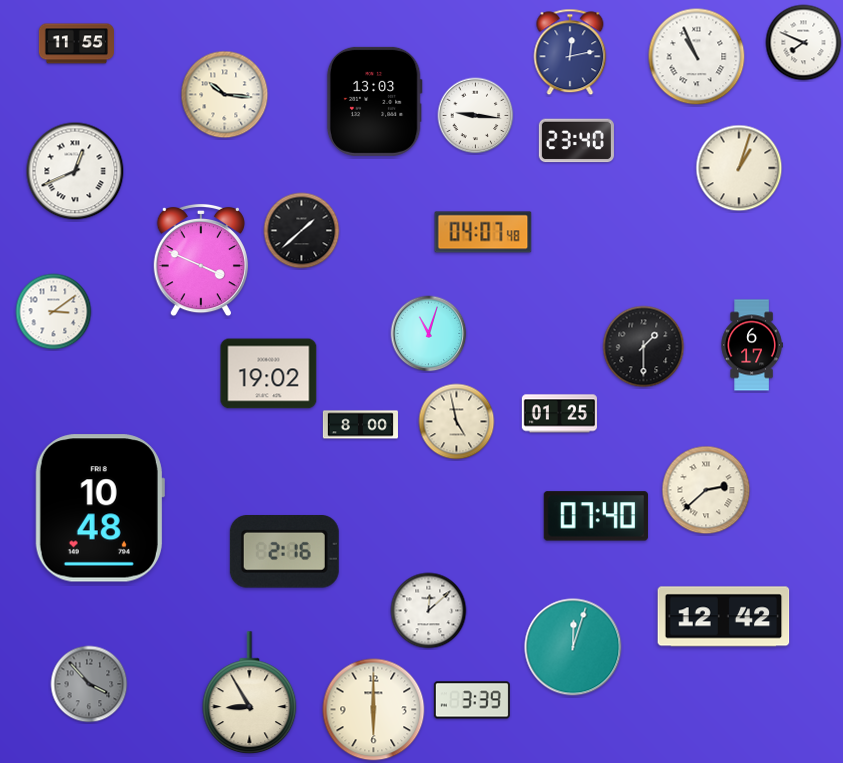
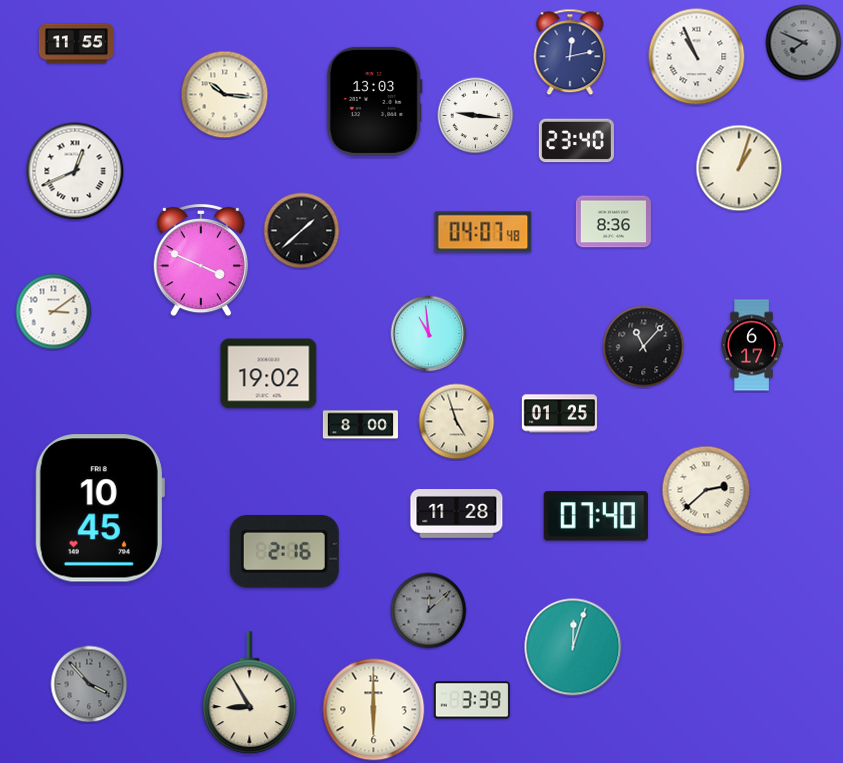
clock at (804, 43) dial: white -> grey
clock at (613, 222): none -> 8:36
clock at (429, 334): 11:03 -> 10:59
clock at (644, 347): 1:30 -> 11:07
clock at (457, 422): 4:58 -> 4:57
clock at (100, 508): 10:48 -> 10:45
clock at (457, 514): none -> 11:28
clock at (429, 611) dial: white -> grey
clock at (724, 617): 12:42 -> none
